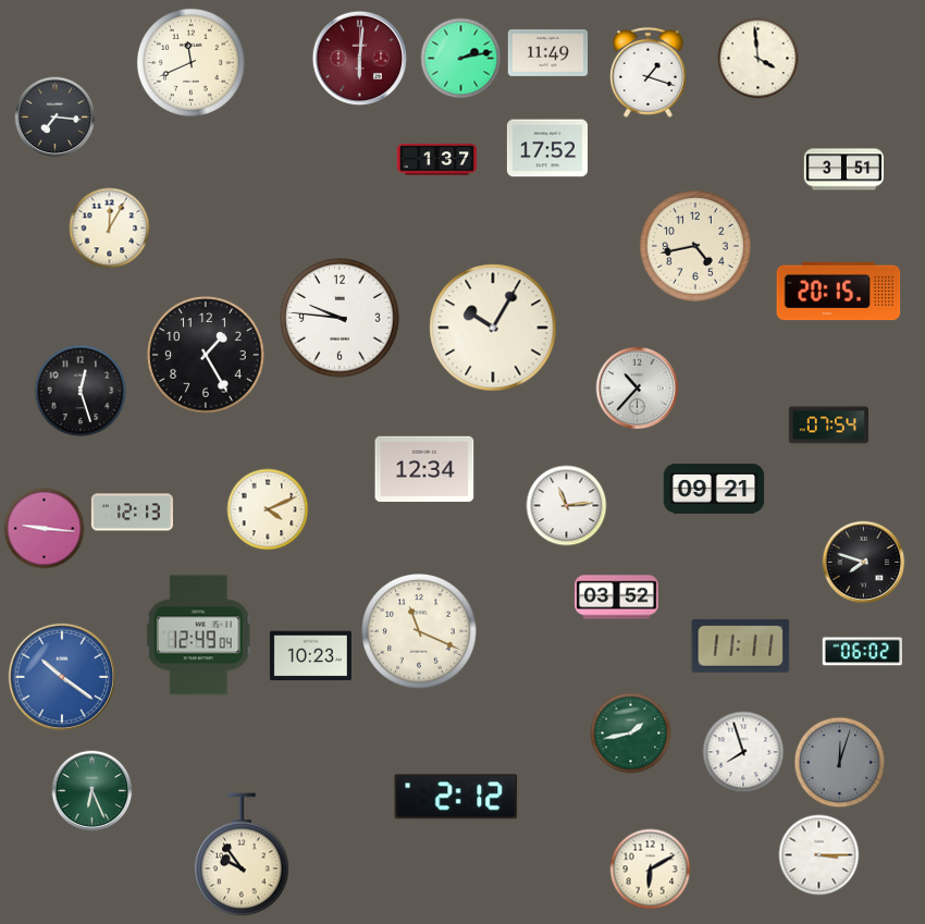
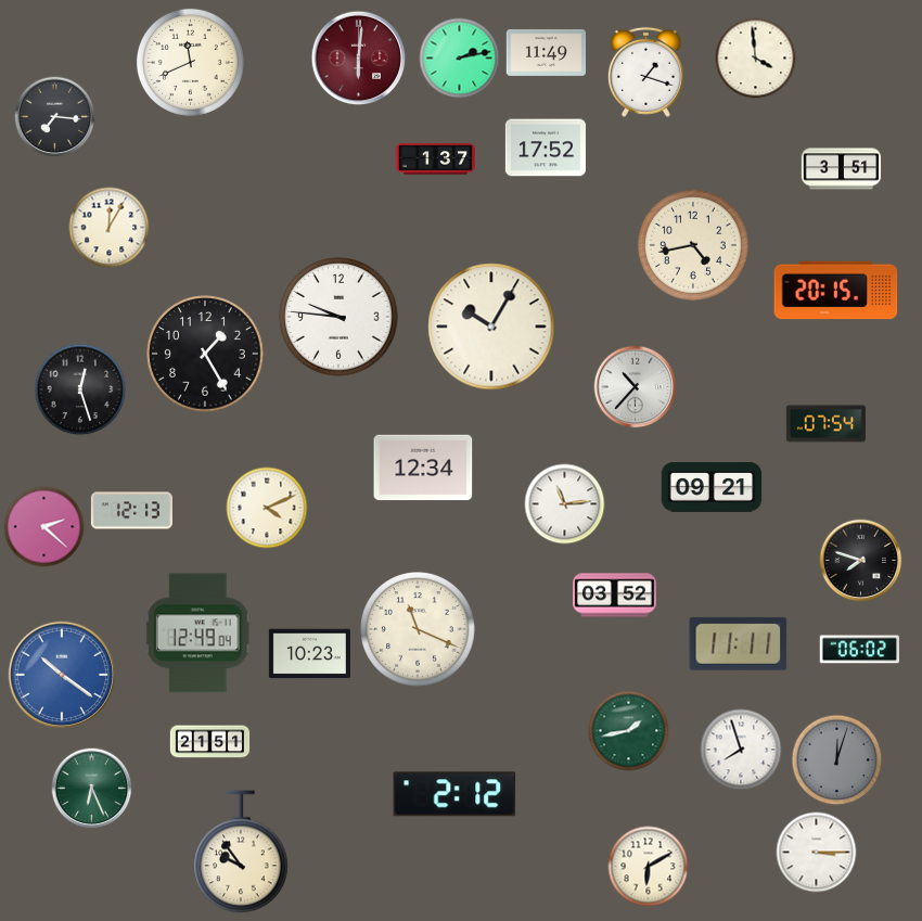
clock at (45, 529): 9:16 -> 2:22
clock at (210, 742): none -> 21:51
